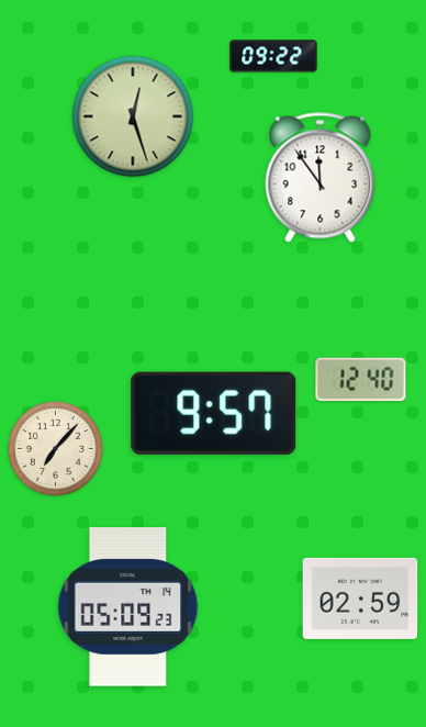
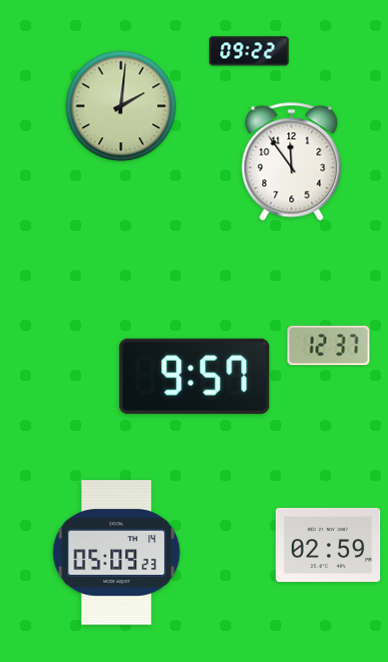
clock at (133, 116): 12:27 -> 2:01
clock at (361, 380): 12:40 -> 12:37
clock at (55, 448): 7:07 -> none
